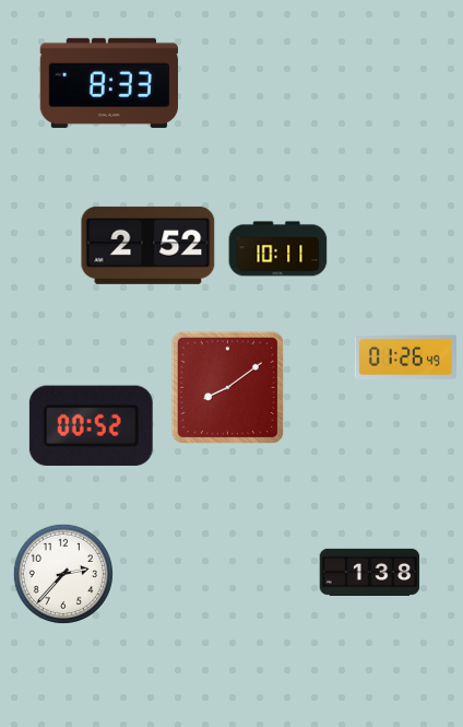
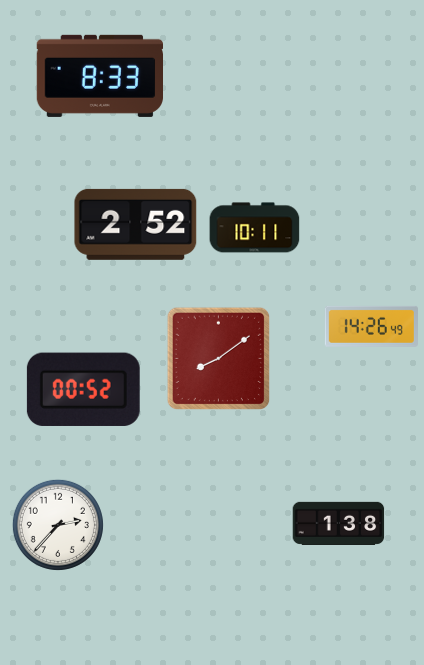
clock at (405, 356): 01:26 -> 14:26
clock at (228, 388) position: (228, 388) -> (219, 359)
